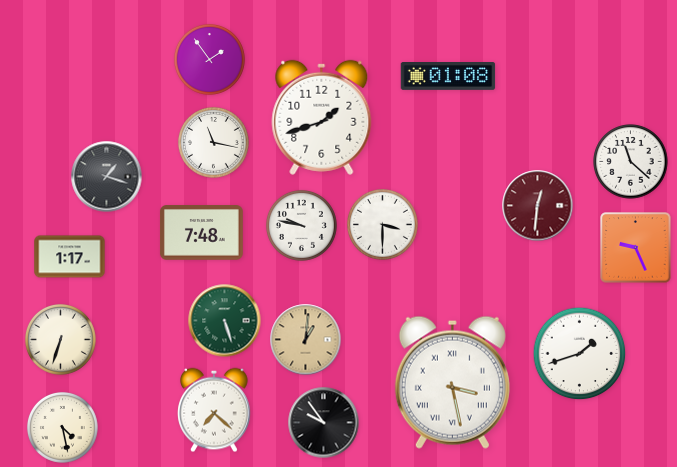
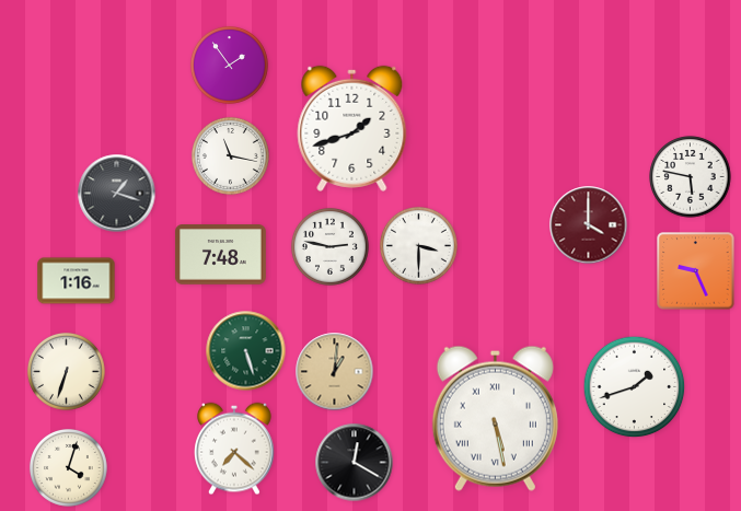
clock at (448, 77): 01:08 -> none
clock at (213, 142) position: (213, 142) -> (230, 155)
clock at (631, 162): 11:22 -> 5:47
clock at (538, 206): 12:31 -> 4:00
clock at (301, 225): 9:47 -> 2:47
clock at (70, 257): 1:17 -> 1:16
clock at (452, 382): 3:28 -> 5:28
clock at (324, 423): 9:54 -> 12:20
clock at (62, 427): 4:28 -> 4:03
